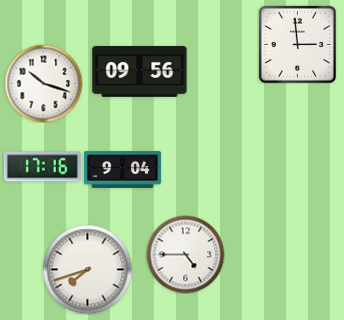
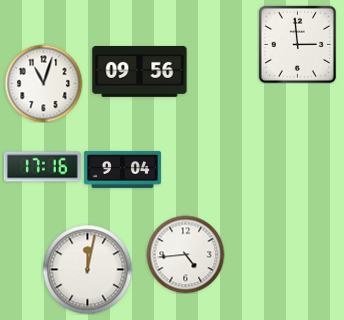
clock at (43, 83): 10:18 -> 11:03
clock at (185, 254): 4:45 -> 4:44
clock at (87, 269): 7:42 -> 12:02
